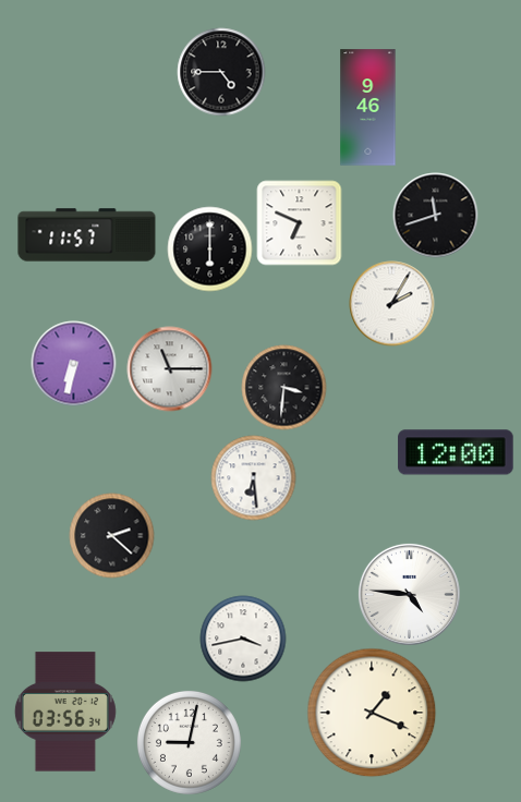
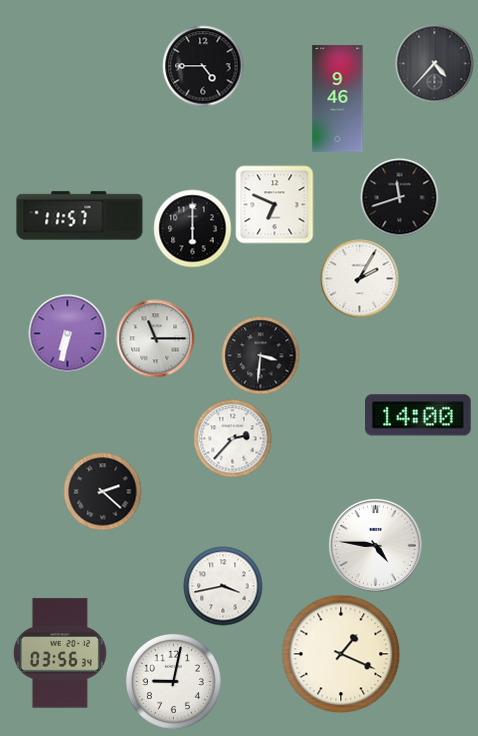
clock at (434, 63): none -> 4:37
clock at (456, 452): 12:00 -> 14:00
clock at (253, 477): 6:29 -> 2:37
